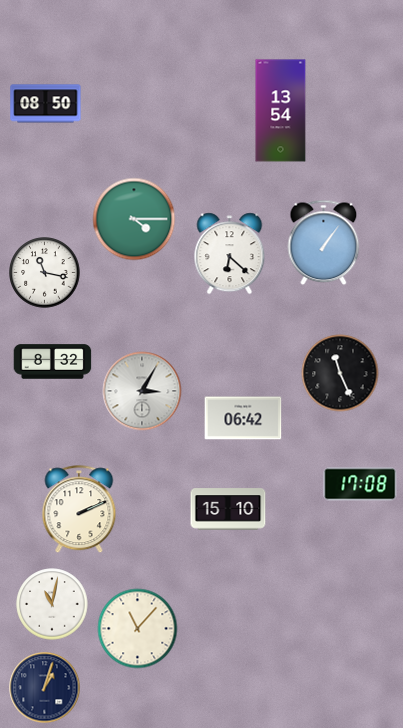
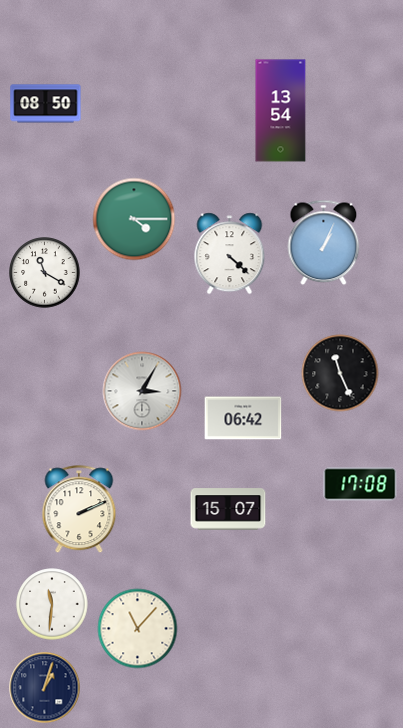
clock at (324, 243): 1:06 -> 1:04
clock at (230, 254): 6:22 -> 4:22
clock at (45, 273): 11:17 -> 11:20
clock at (53, 362): 8:32 -> none
clock at (228, 509): 15:10 -> 15:07
clock at (52, 604): 11:02 -> 11:31
